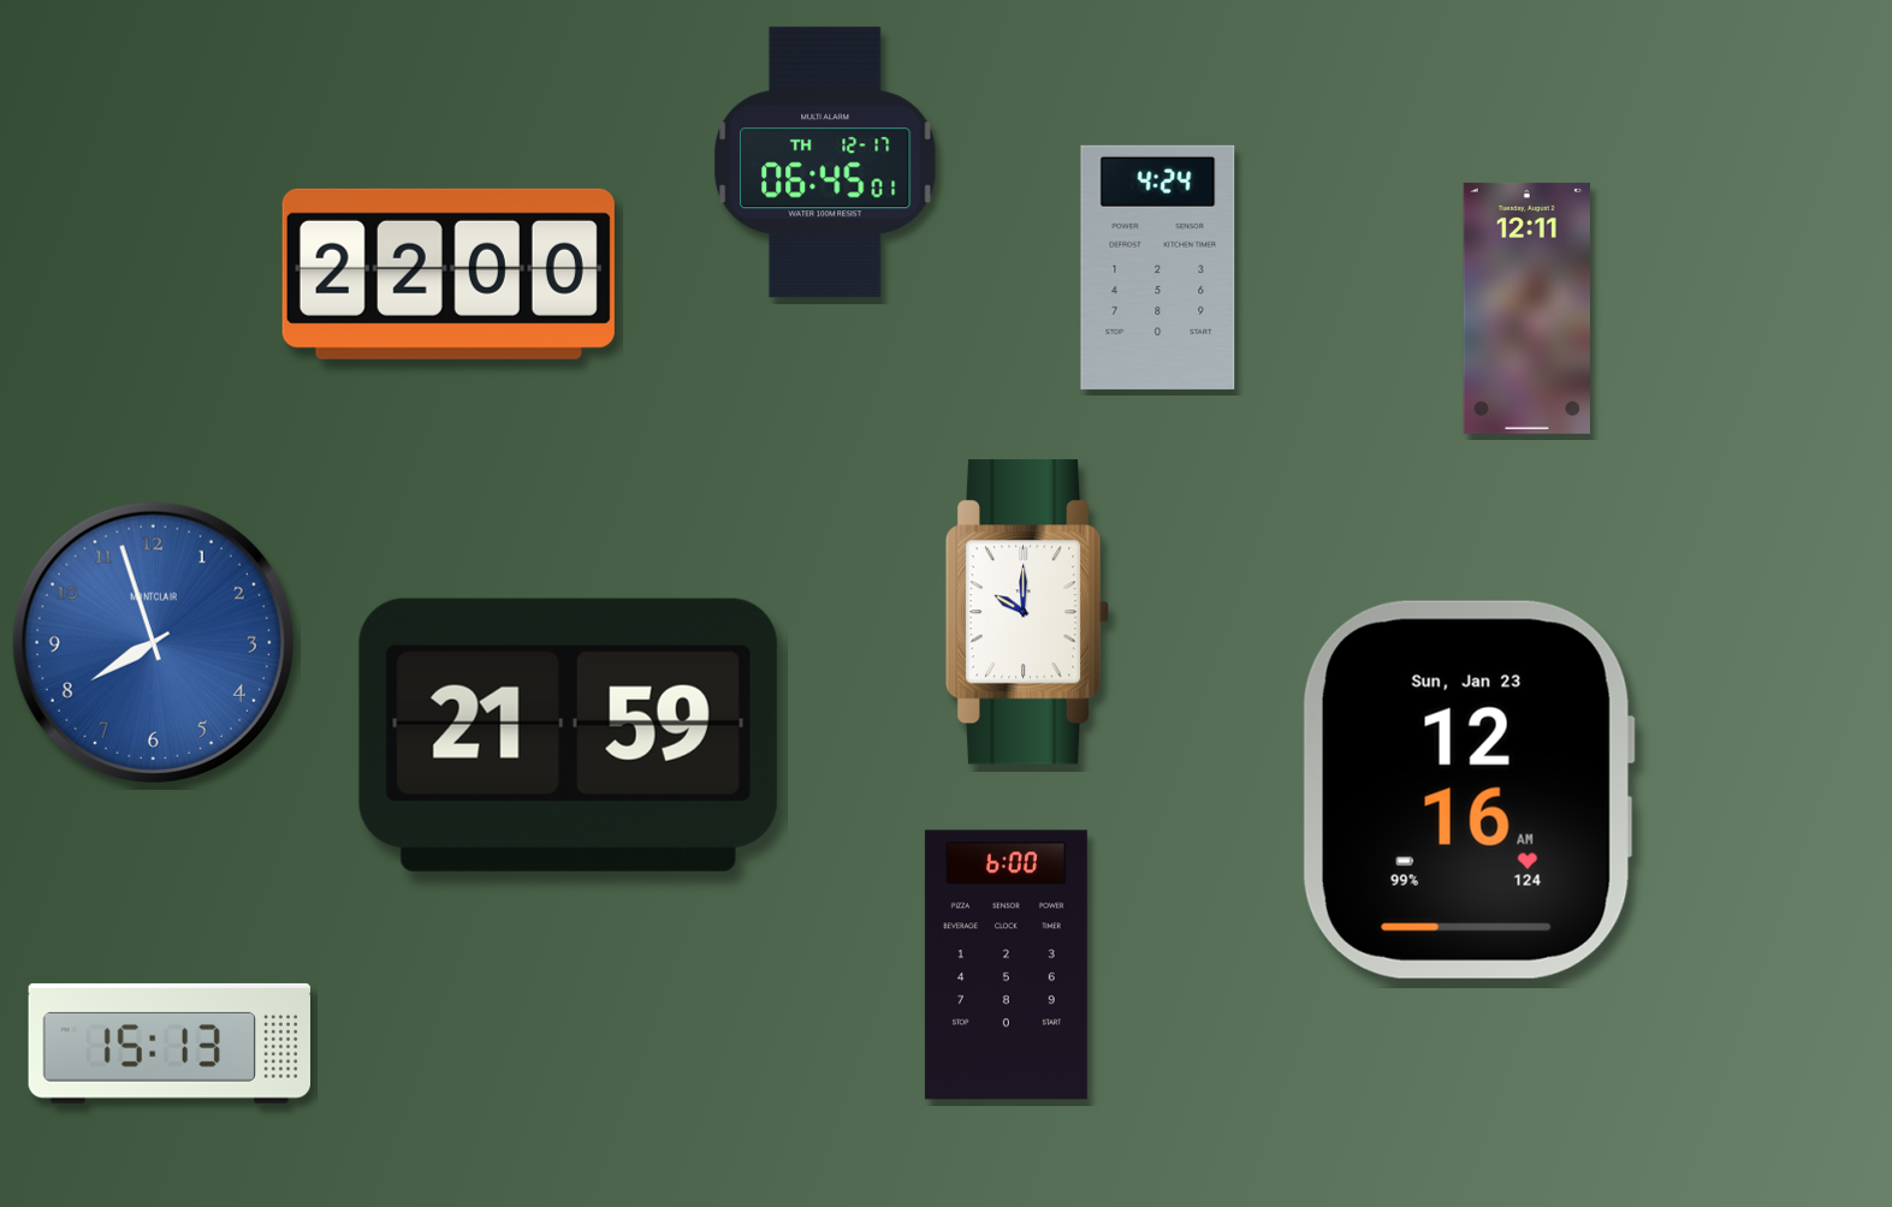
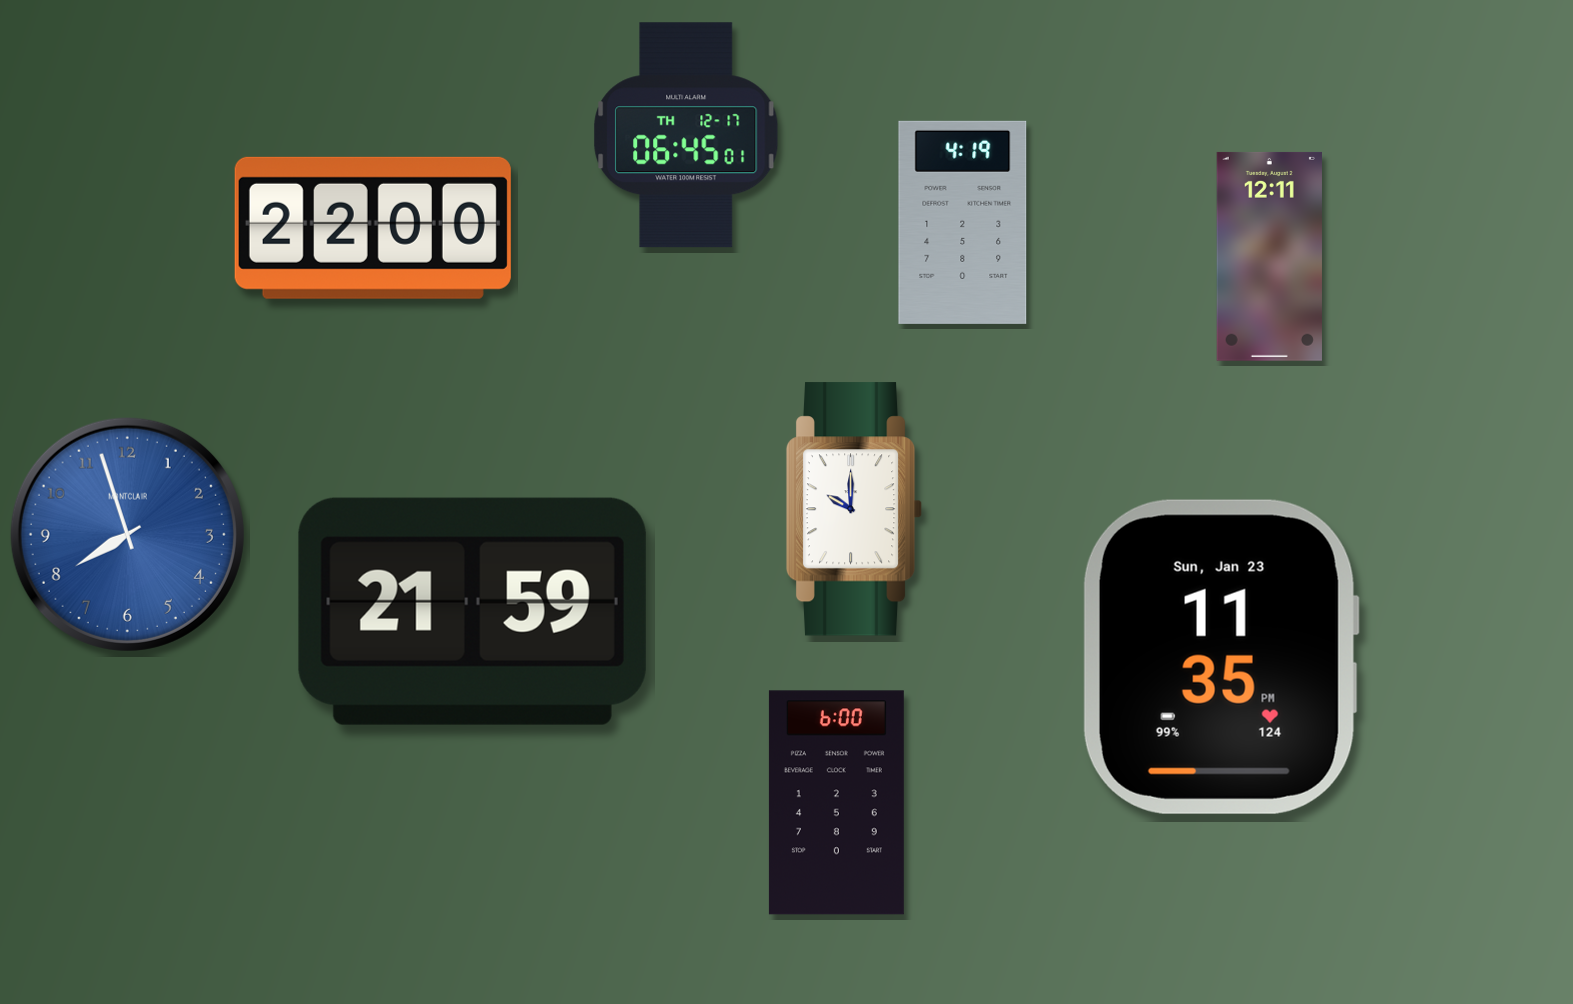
clock at (1158, 267): 4:24 -> 4:19
clock at (1469, 790): 12:16 -> 11:35
clock at (168, 1044): 15:13 -> none
